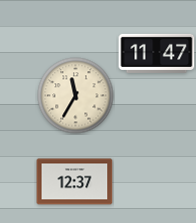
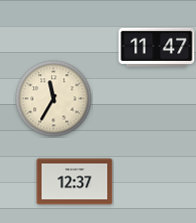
clock at (157, 53) position: (157, 53) -> (157, 47)
clock at (76, 96) position: (76, 96) -> (54, 99)
